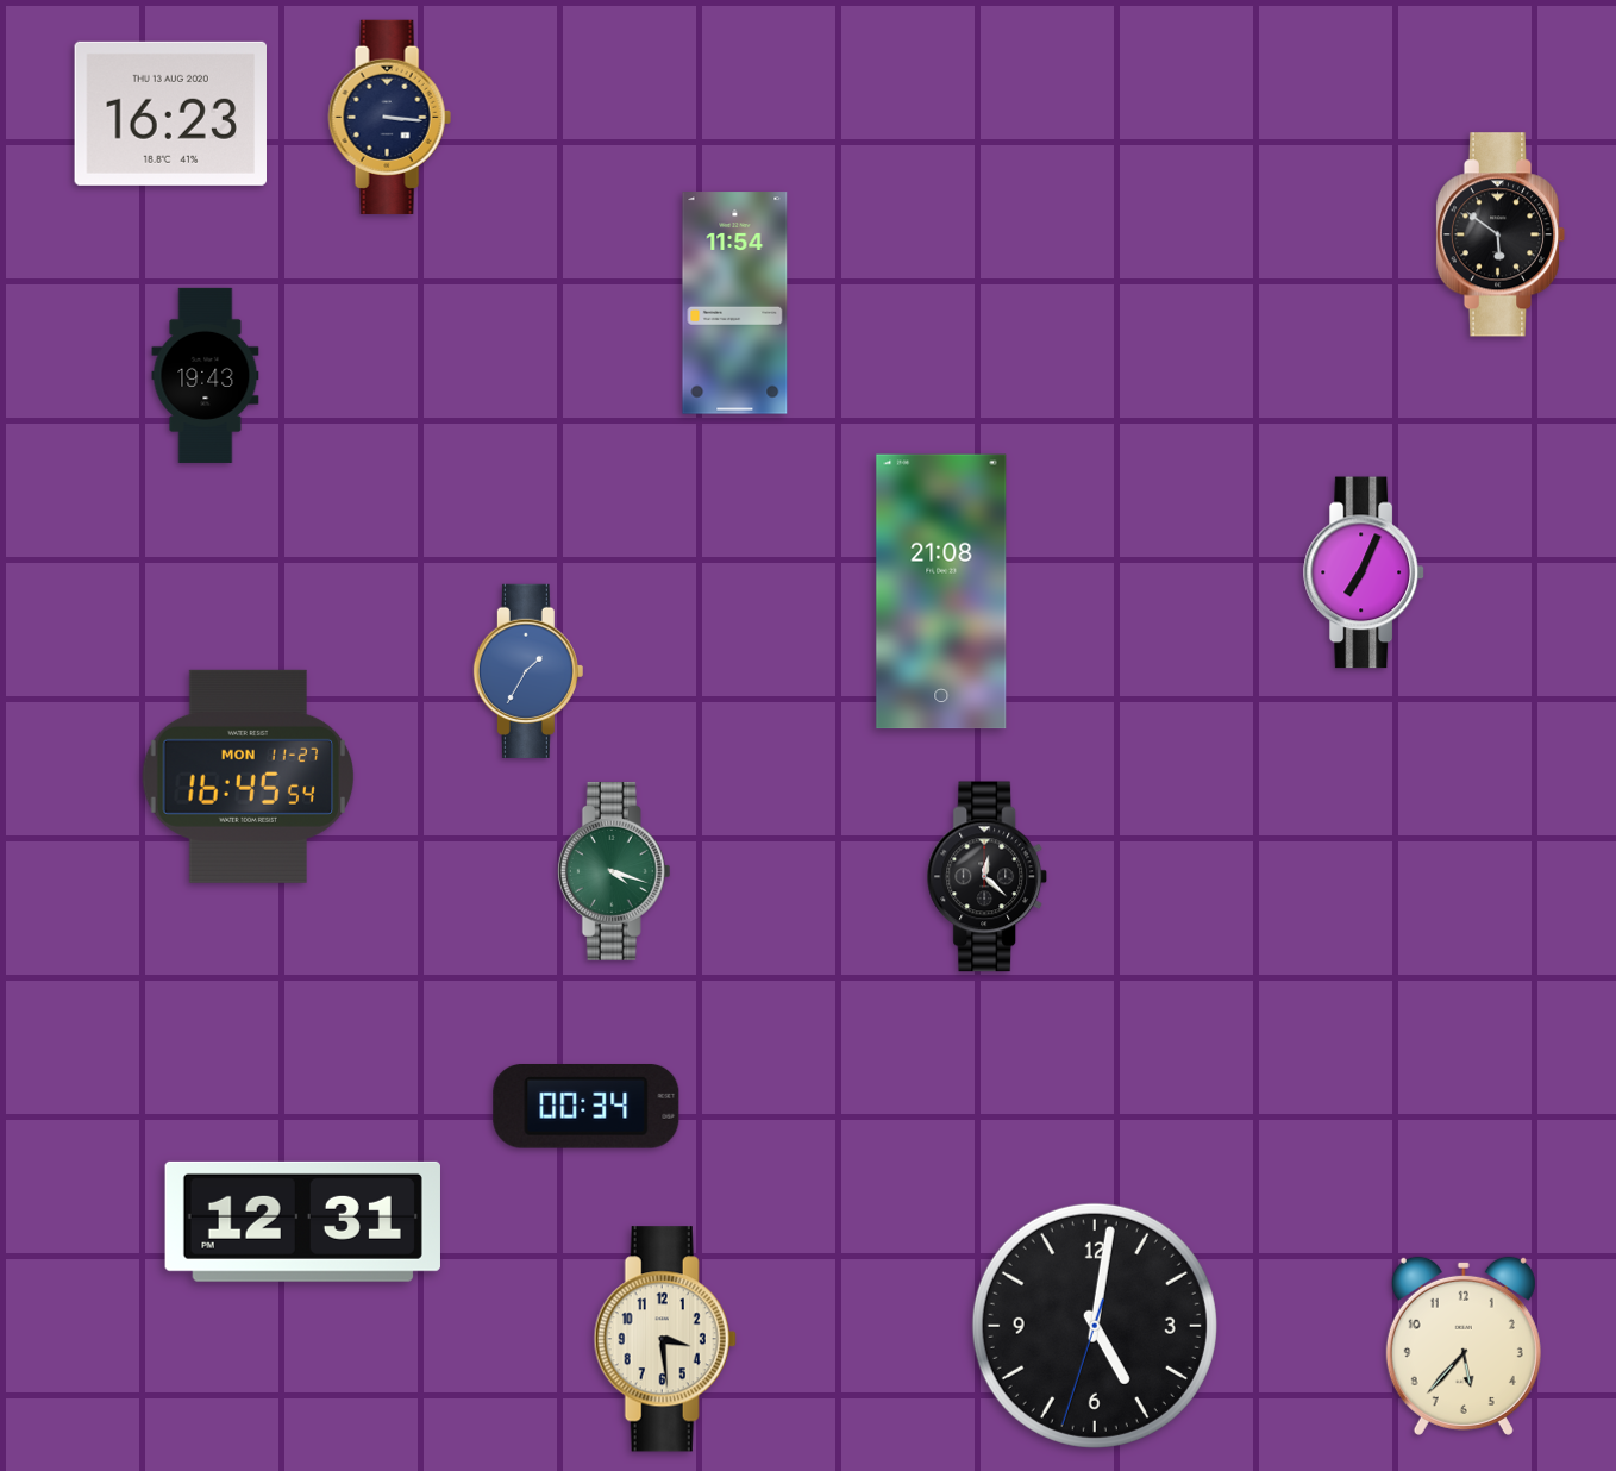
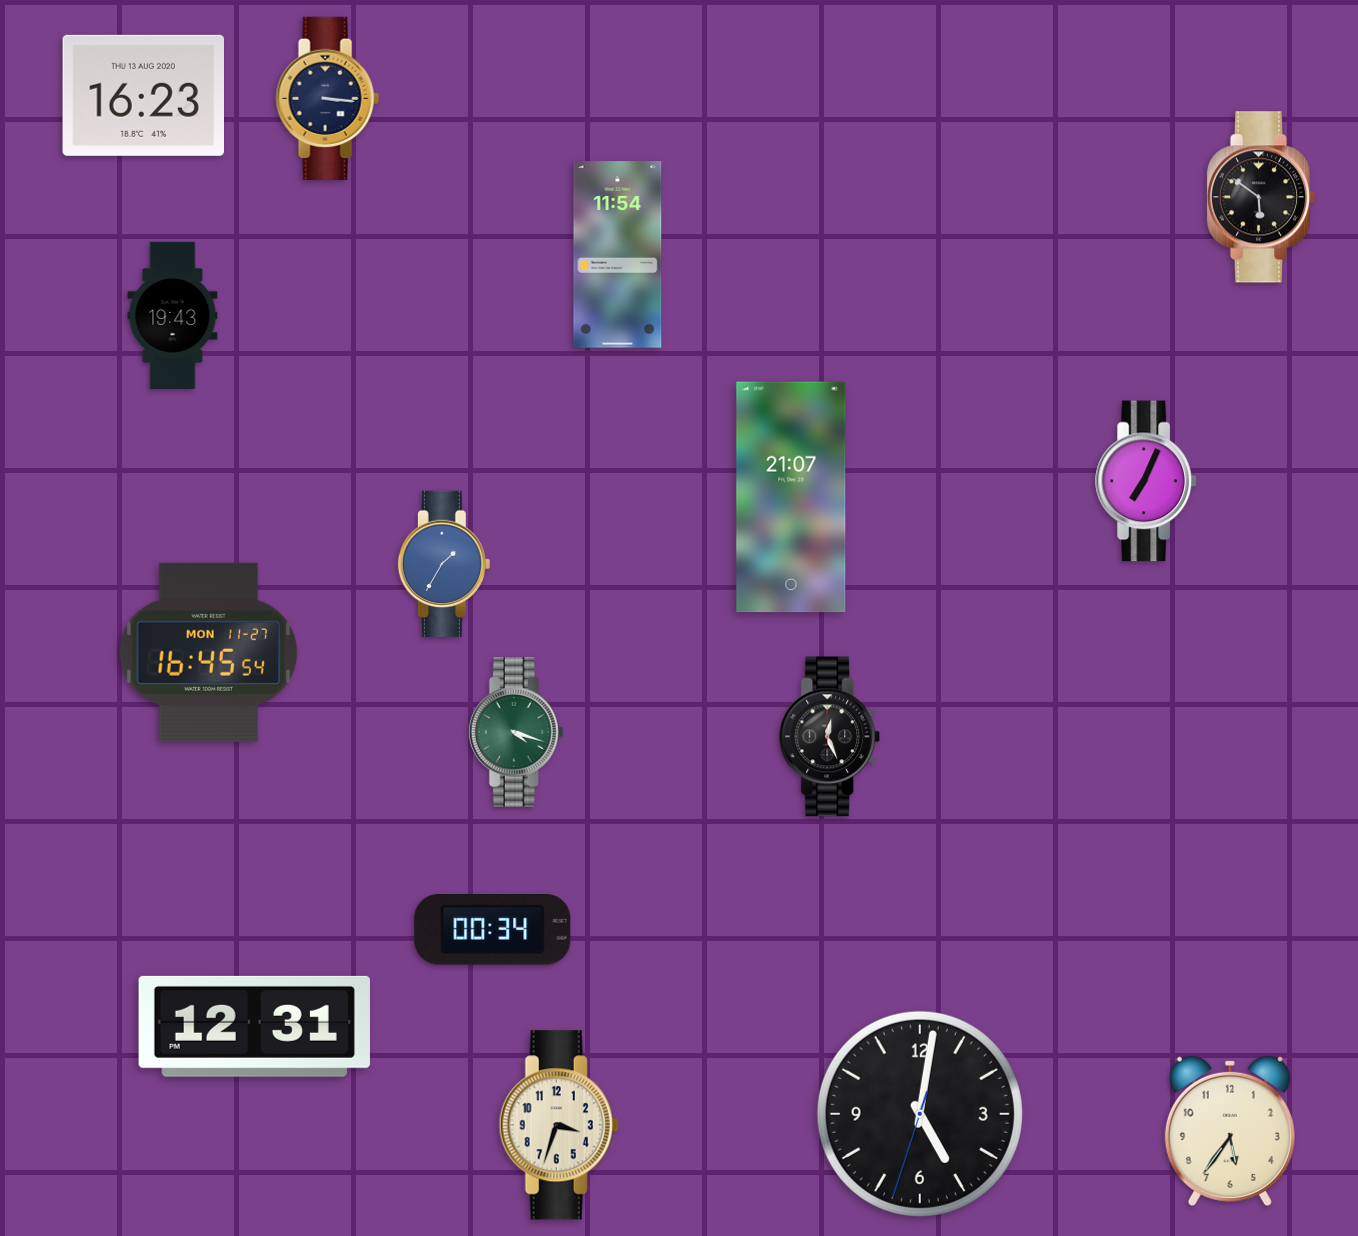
clock at (941, 591): 21:08 -> 21:07
clock at (988, 877): 12:22 -> 12:26
clock at (665, 1339): 3:29 -> 3:33
clock at (1464, 1346): 5:37 -> 5:36
